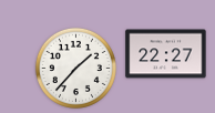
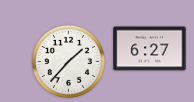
clock at (166, 54): 22:27 -> 6:27
